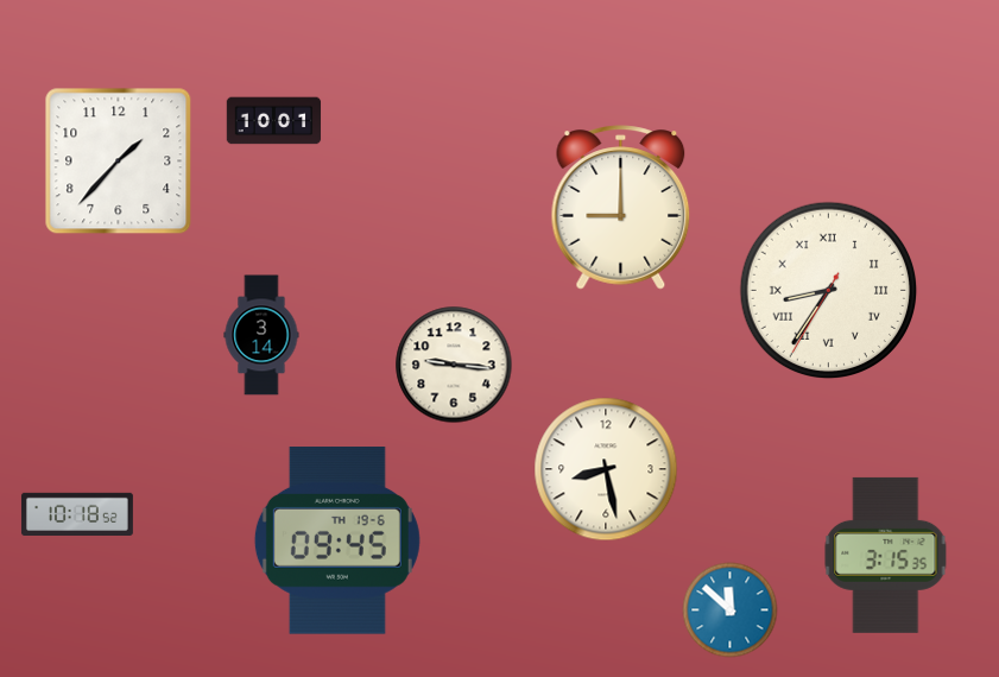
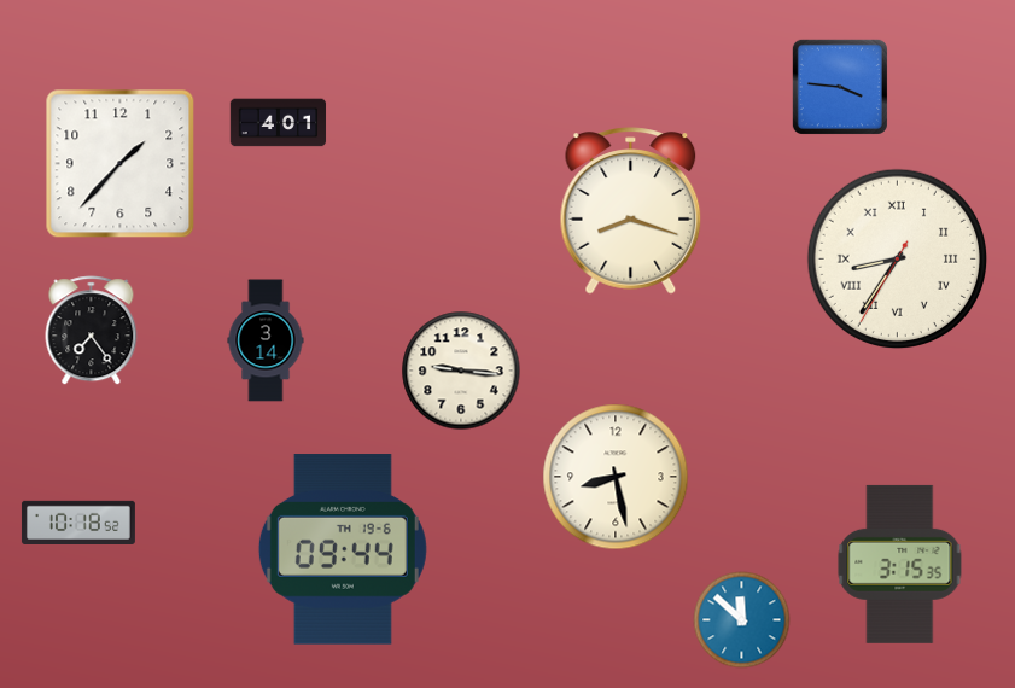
clock at (840, 87): none -> 3:46
clock at (274, 121): 10:01 -> 4:01
clock at (621, 208): 9:00 -> 8:18
clock at (829, 291) position: (829, 291) -> (898, 260)
clock at (92, 331): none -> 7:24
clock at (337, 540): 09:45 -> 09:44
